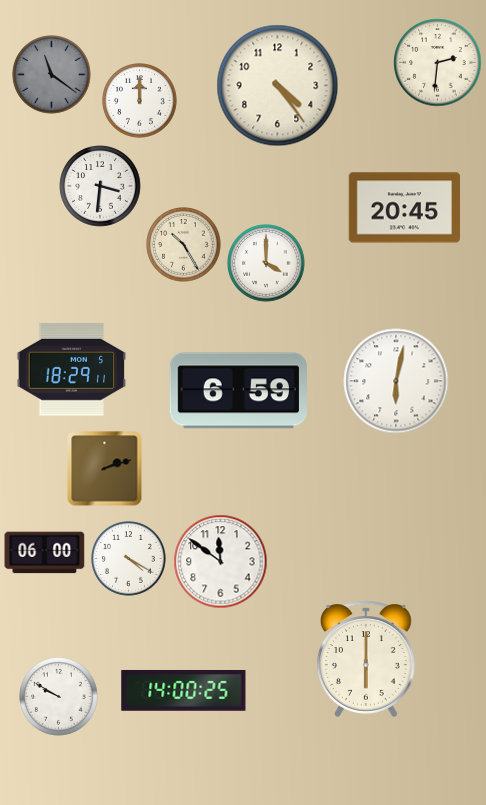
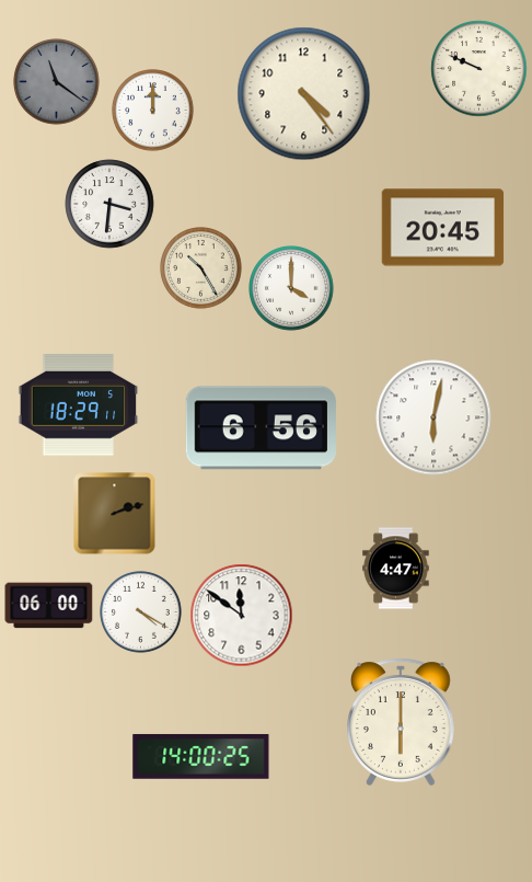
clock at (438, 63): 2:31 -> 9:49
clock at (238, 391): 6:59 -> 6:56
clock at (396, 569): none -> 4:47
clock at (59, 697): 9:50 -> none
